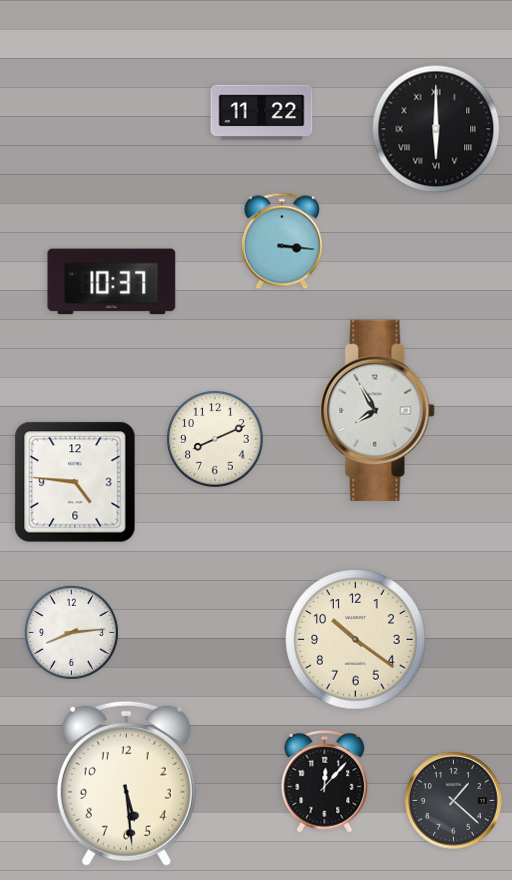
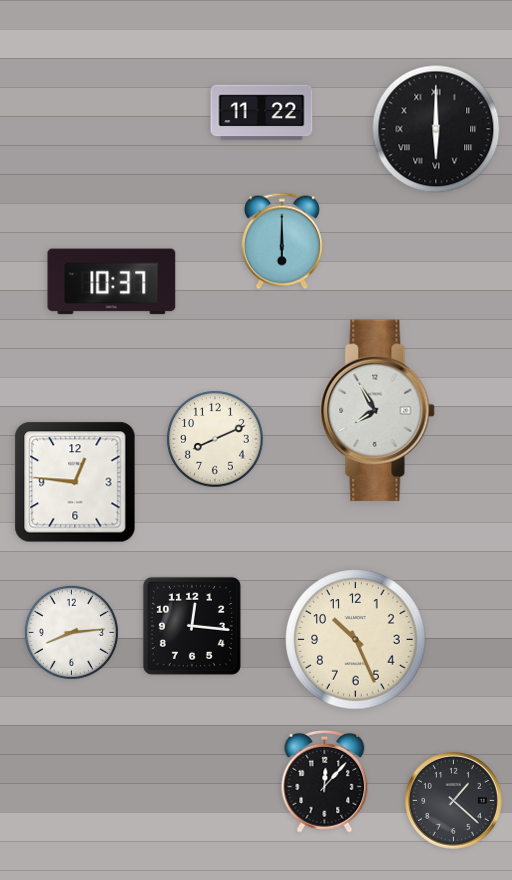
clock at (282, 241): 3:16 -> 6:00
clock at (75, 482): 4:46 -> 12:46
clock at (192, 626): none -> 12:16
clock at (356, 640): 10:21 -> 10:26
clock at (126, 783): 5:29 -> none
